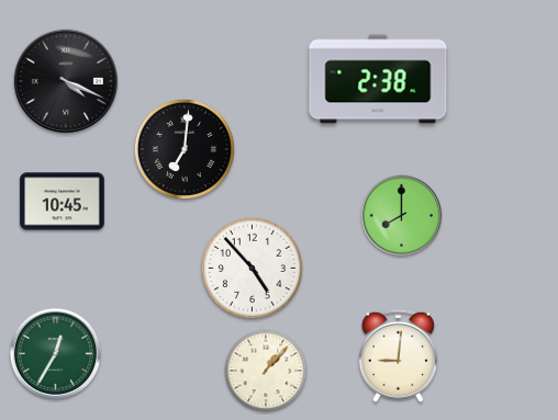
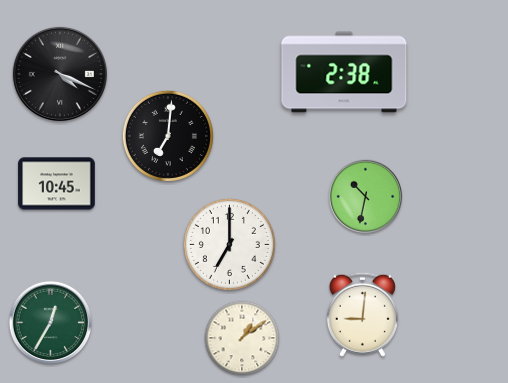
clock at (402, 216): 8:00 -> 10:32
clock at (252, 268): 4:53 -> 7:00
clock at (398, 355) position: (398, 355) -> (362, 314)
clock at (266, 371): 1:07 -> 1:09
